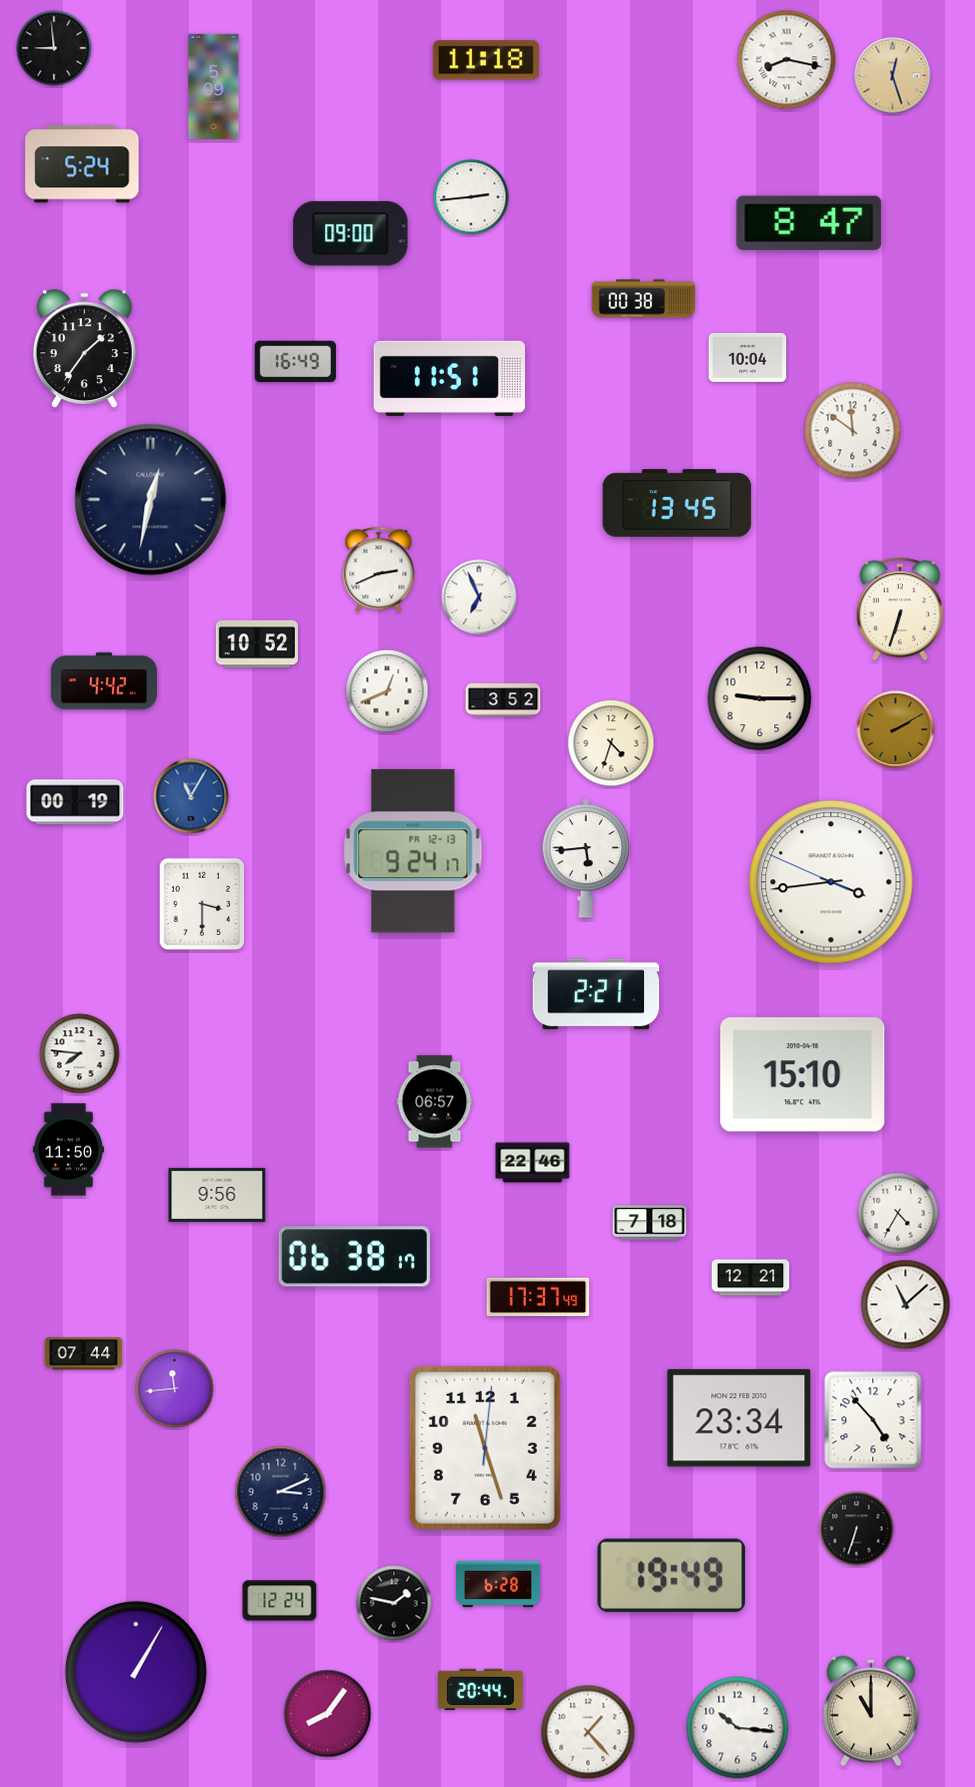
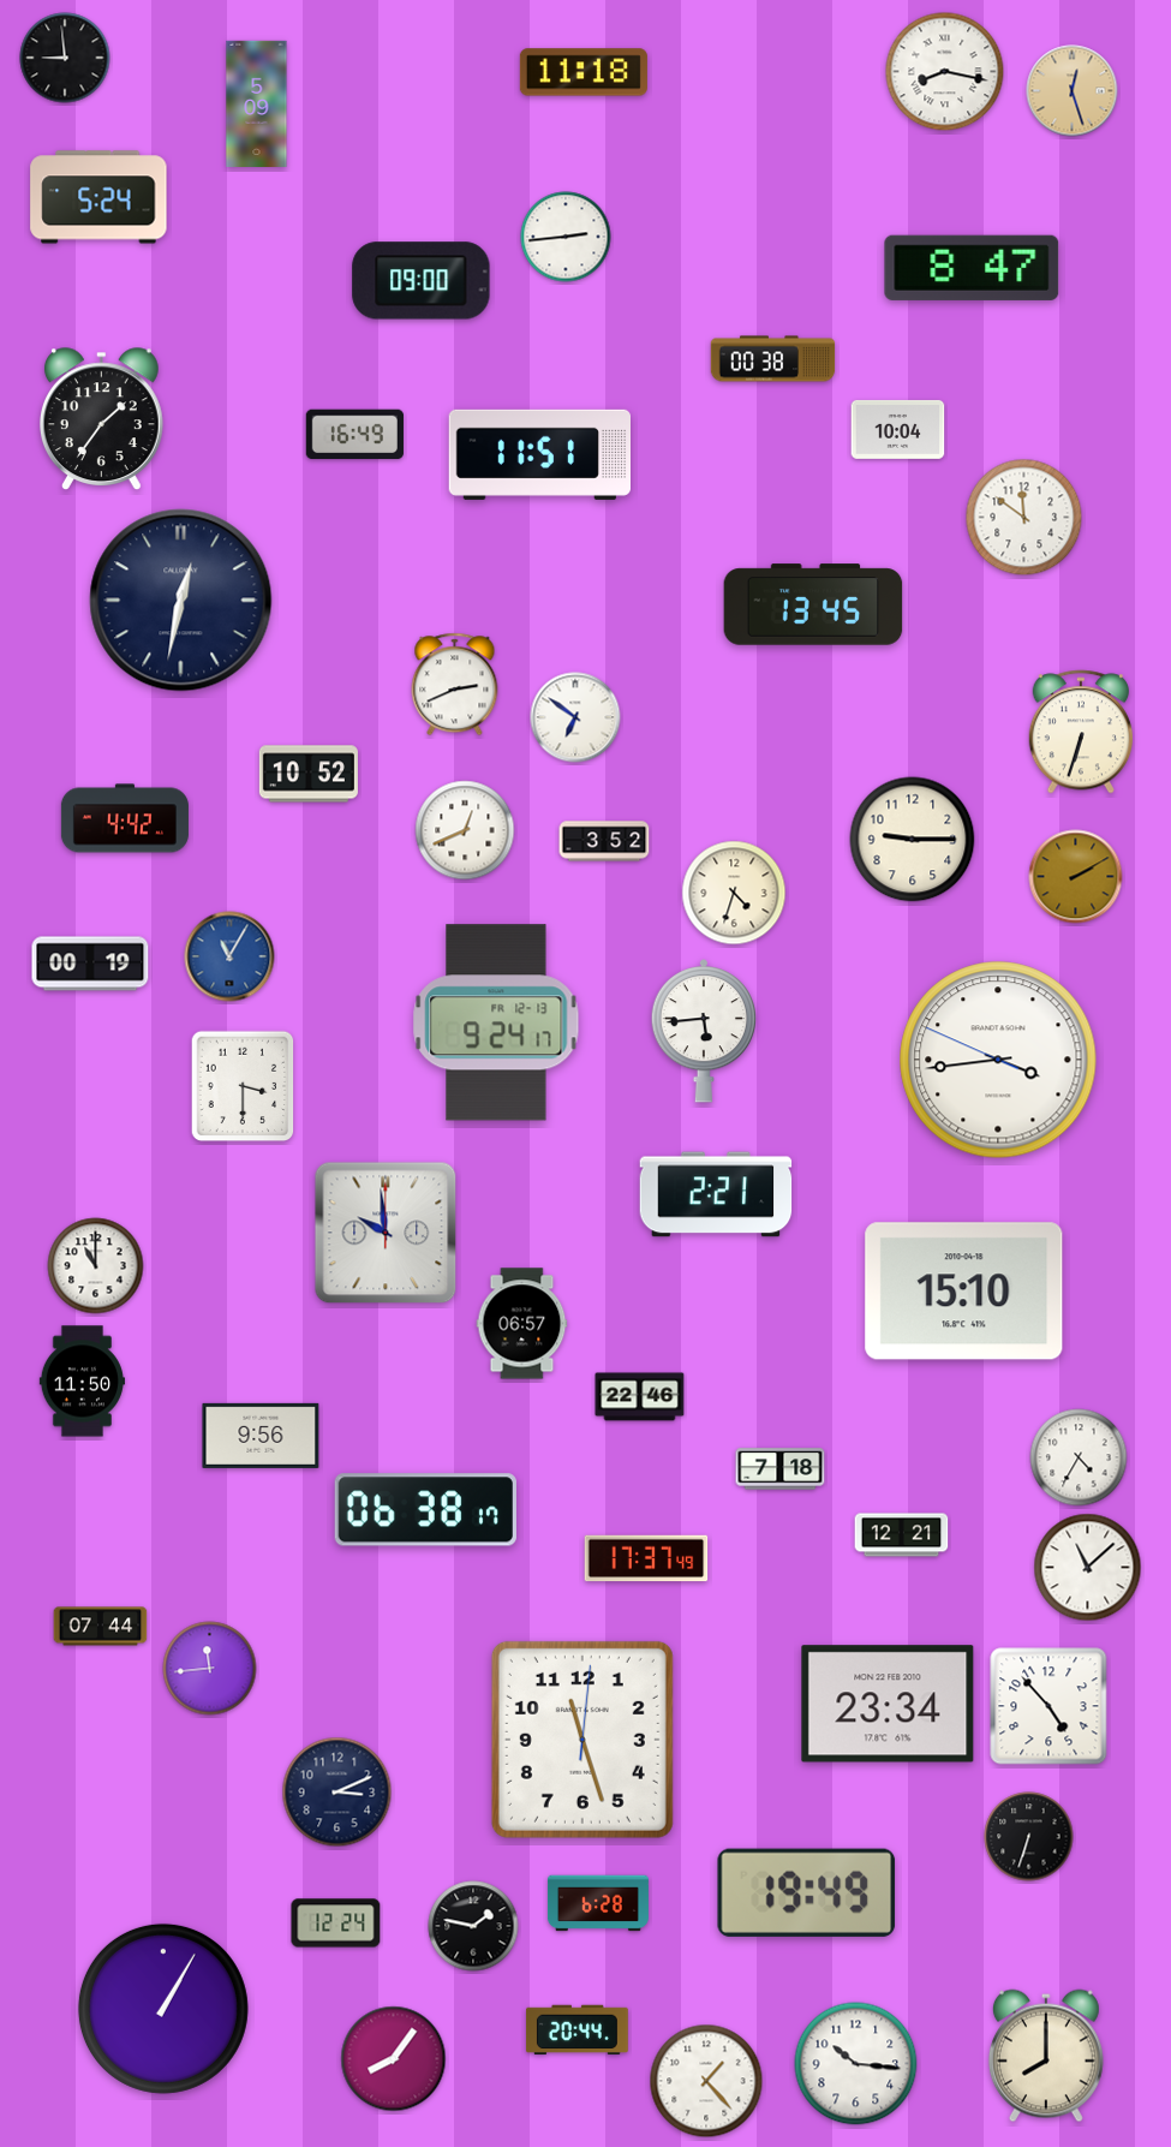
clock at (479, 597): 6:56 -> 6:51
clock at (386, 1233): none -> 9:59
clock at (80, 1054): 7:46 -> 11:00
clock at (871, 1711): 11:00 -> 8:00
clock at (738, 1728) position: (738, 1728) -> (856, 2064)
